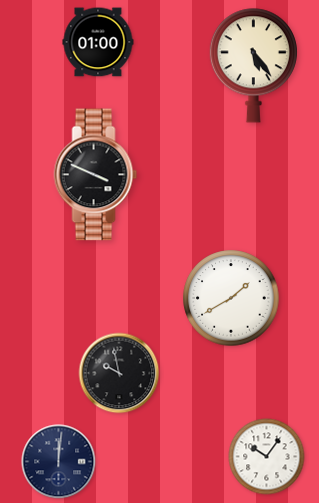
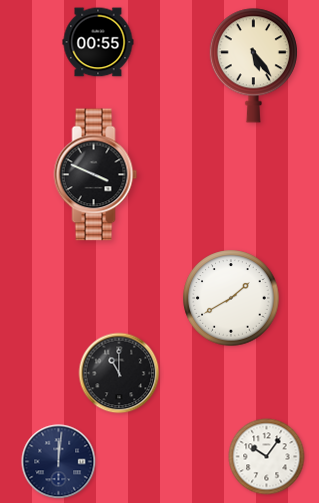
clock at (98, 42): 01:00 -> 00:55
clock at (119, 373): 9:58 -> 11:00
